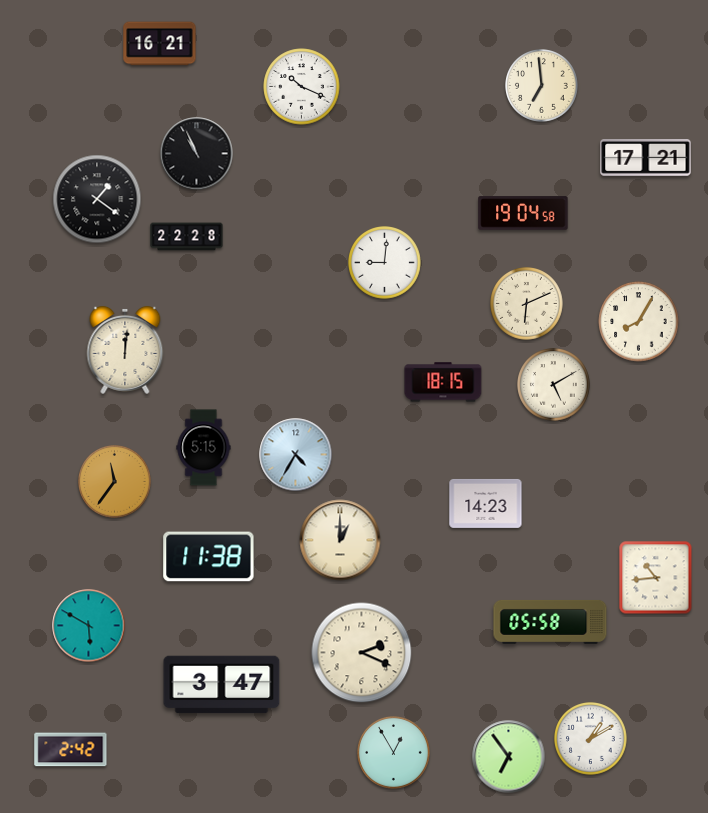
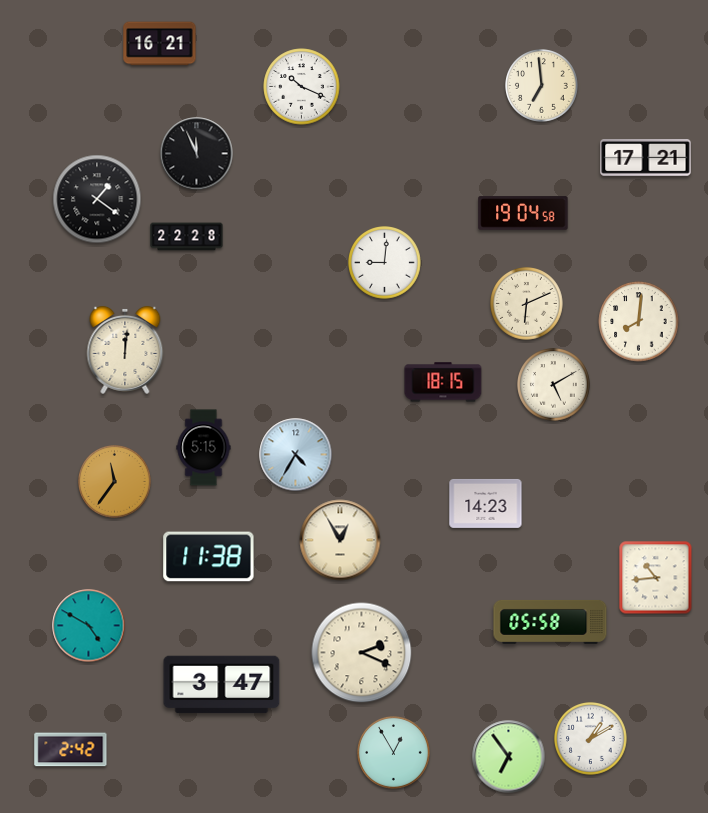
clock at (197, 154): 10:56 -> 11:56
clock at (639, 322): 8:05 -> 8:01
clock at (340, 540): 1:00 -> 12:55
clock at (89, 626): 5:50 -> 4:50
